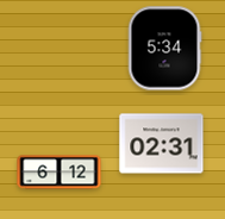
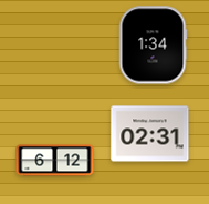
clock at (164, 49): 5:34 -> 1:34
